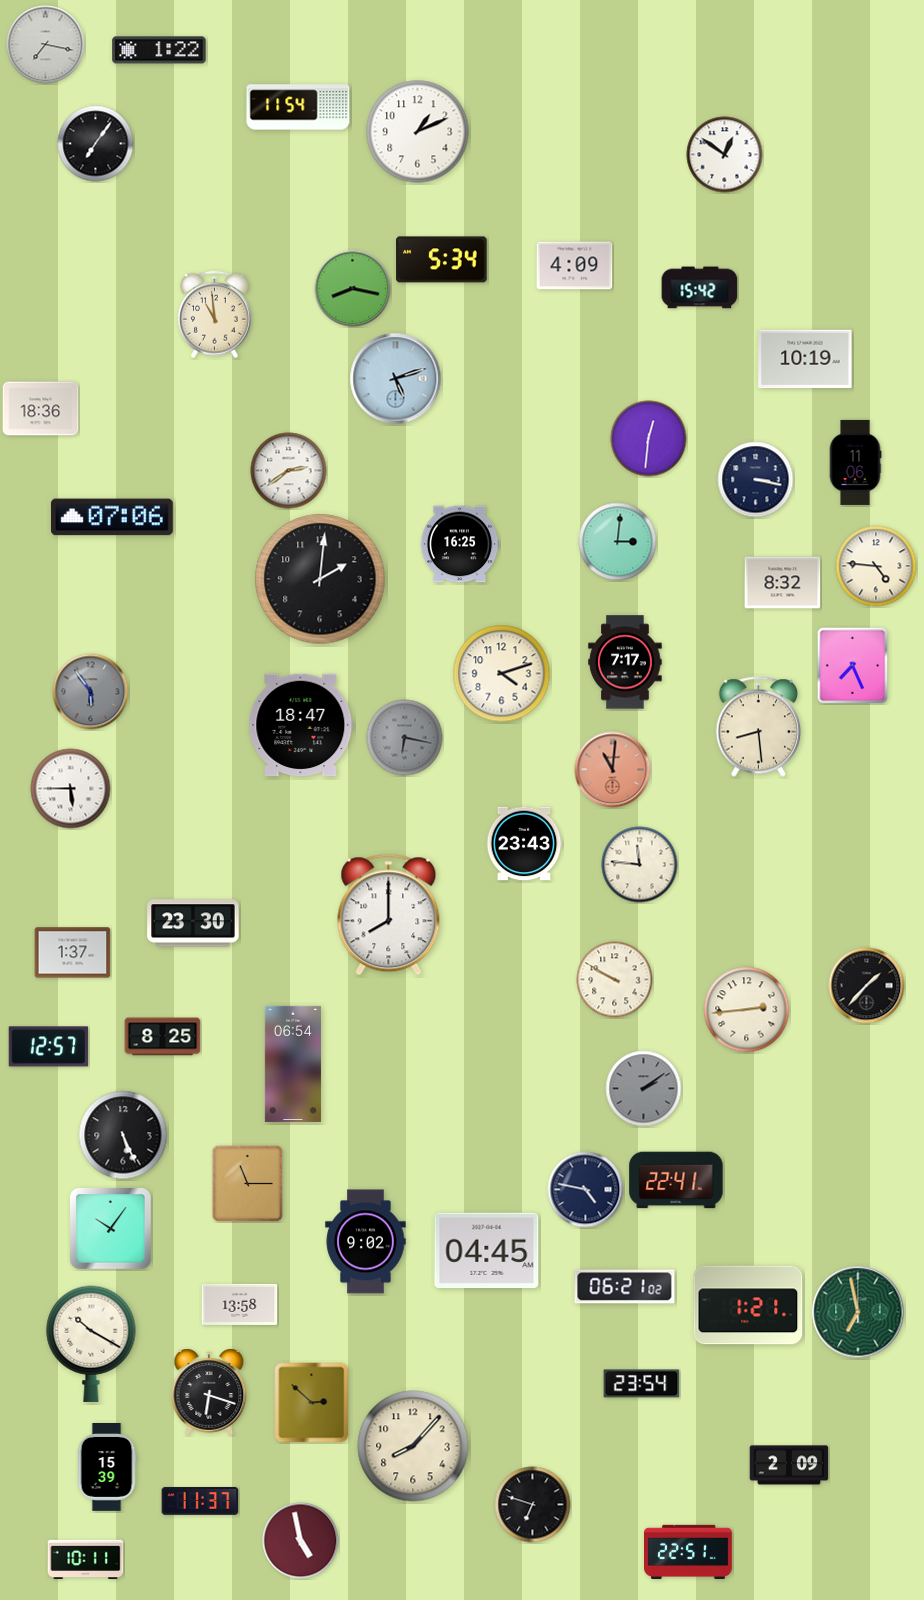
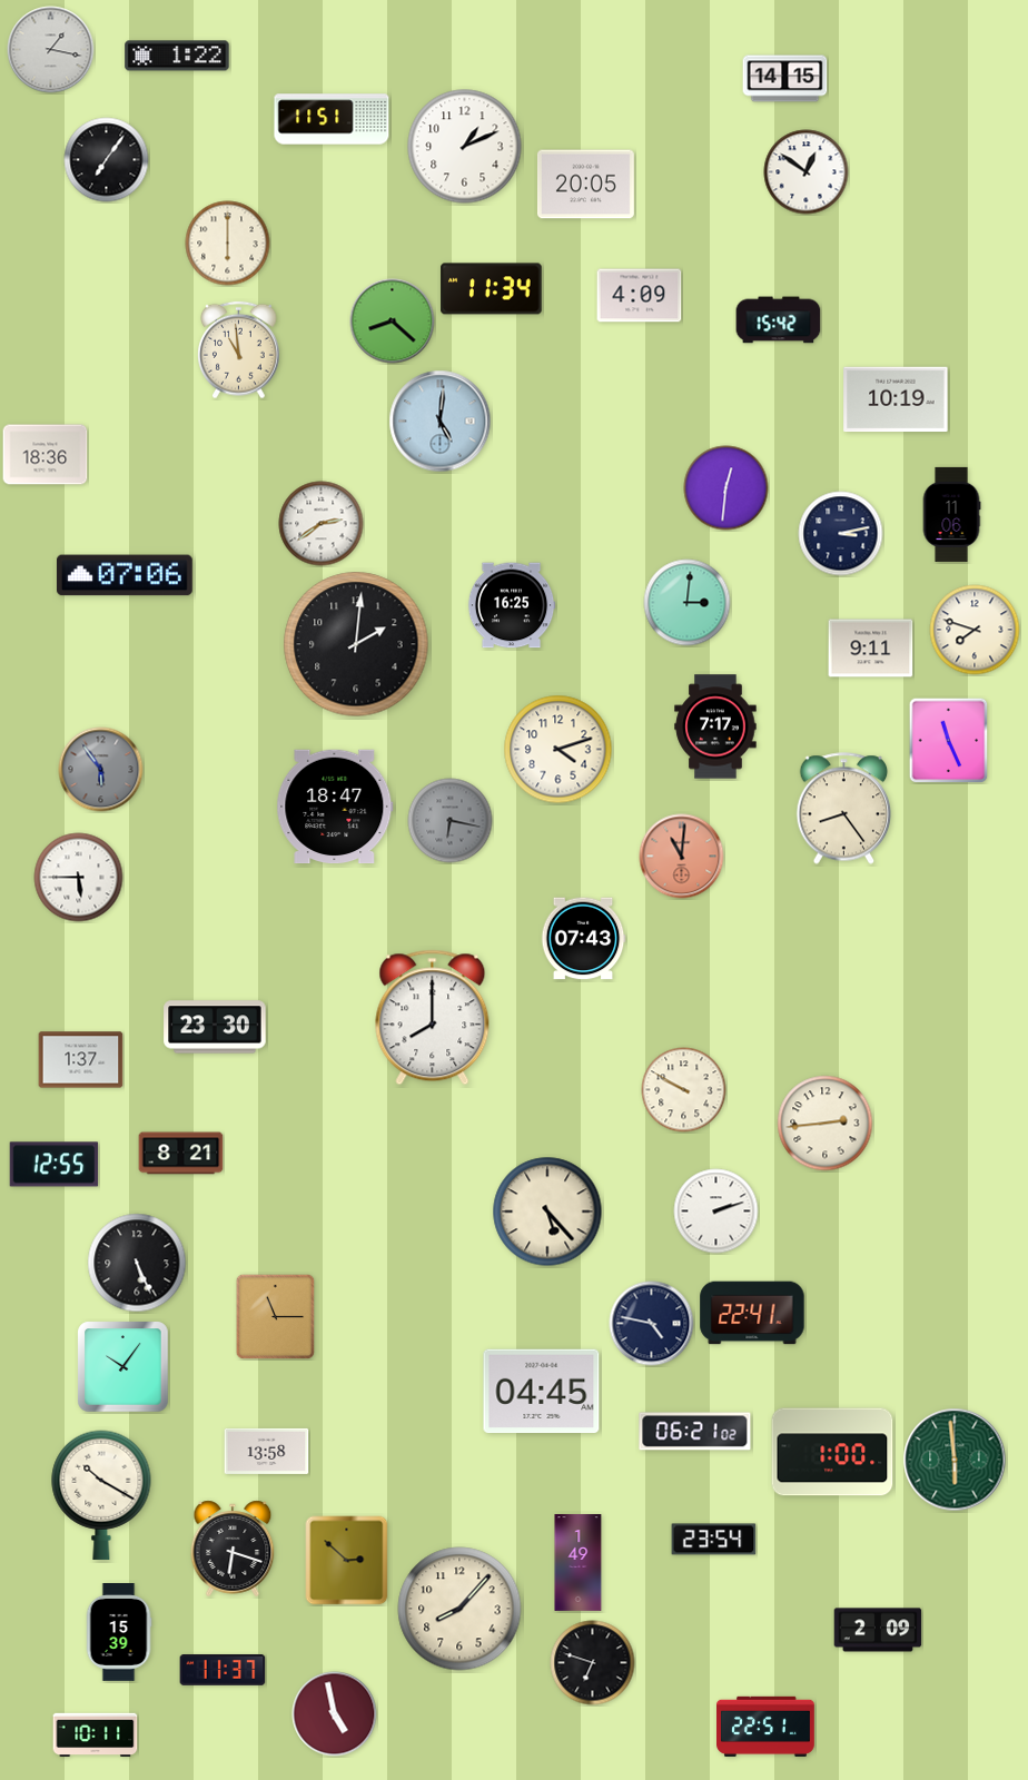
clock at (46, 45): 7:17 -> 1:17
clock at (785, 79): none -> 14:15
clock at (298, 107): 11:54 -> 11:51
clock at (585, 185): none -> 20:05
clock at (228, 244): none -> 6:00
clock at (442, 260): 5:34 -> 11:34
clock at (353, 289): 8:17 -> 8:22
clock at (396, 379): 5:12 -> 5:01
clock at (649, 439) position: (649, 439) -> (726, 488)
clock at (756, 480): 3:17 -> 3:13
clock at (876, 566): 4:46 -> 7:48
clock at (783, 583): 8:32 -> 9:11
clock at (625, 662) position: (625, 662) -> (715, 726)
clock at (853, 665): 7:26 -> 11:26
clock at (759, 727): 8:29 -> 8:24
clock at (524, 844): 23:43 -> 07:43
clock at (640, 865): 11:46 -> none
clock at (867, 986): 1:37 -> none
clock at (747, 1010) position: (747, 1010) -> (826, 1124)
clock at (163, 1037): 8:25 -> 8:21
clock at (49, 1047): 12:57 -> 12:55
clock at (293, 1064): 06:54 -> none
clock at (547, 1212): none -> 5:23
clock at (644, 1089): 2:09 -> 2:12
clock at (644, 1089) dial: grey -> white
clock at (366, 1242): 9:02 -> none
clock at (748, 1305): 1:21 -> 1:00
clock at (858, 1312): 6:58 -> 5:59
clock at (579, 1563): none -> 1:49
clock at (533, 1505) position: (533, 1505) -> (593, 1663)
